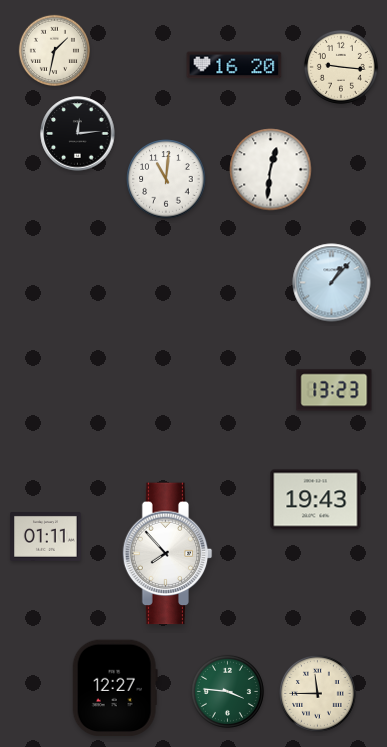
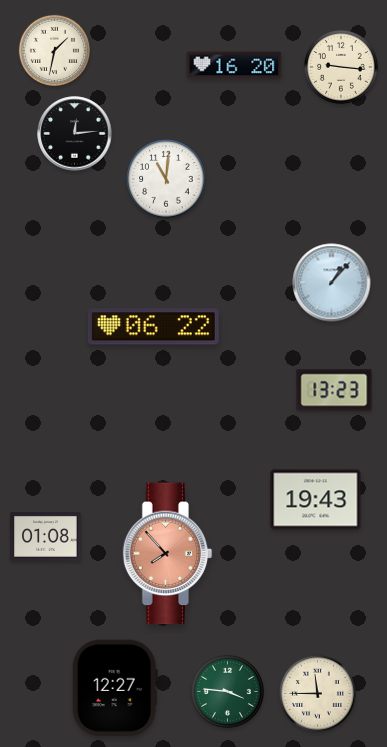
clock at (78, 134) position: (78, 134) -> (75, 134)
clock at (271, 170): 12:31 -> none
clock at (153, 327): none -> 06:22
clock at (46, 537): 01:11 -> 01:08
clock at (168, 554) dial: white -> salmon
